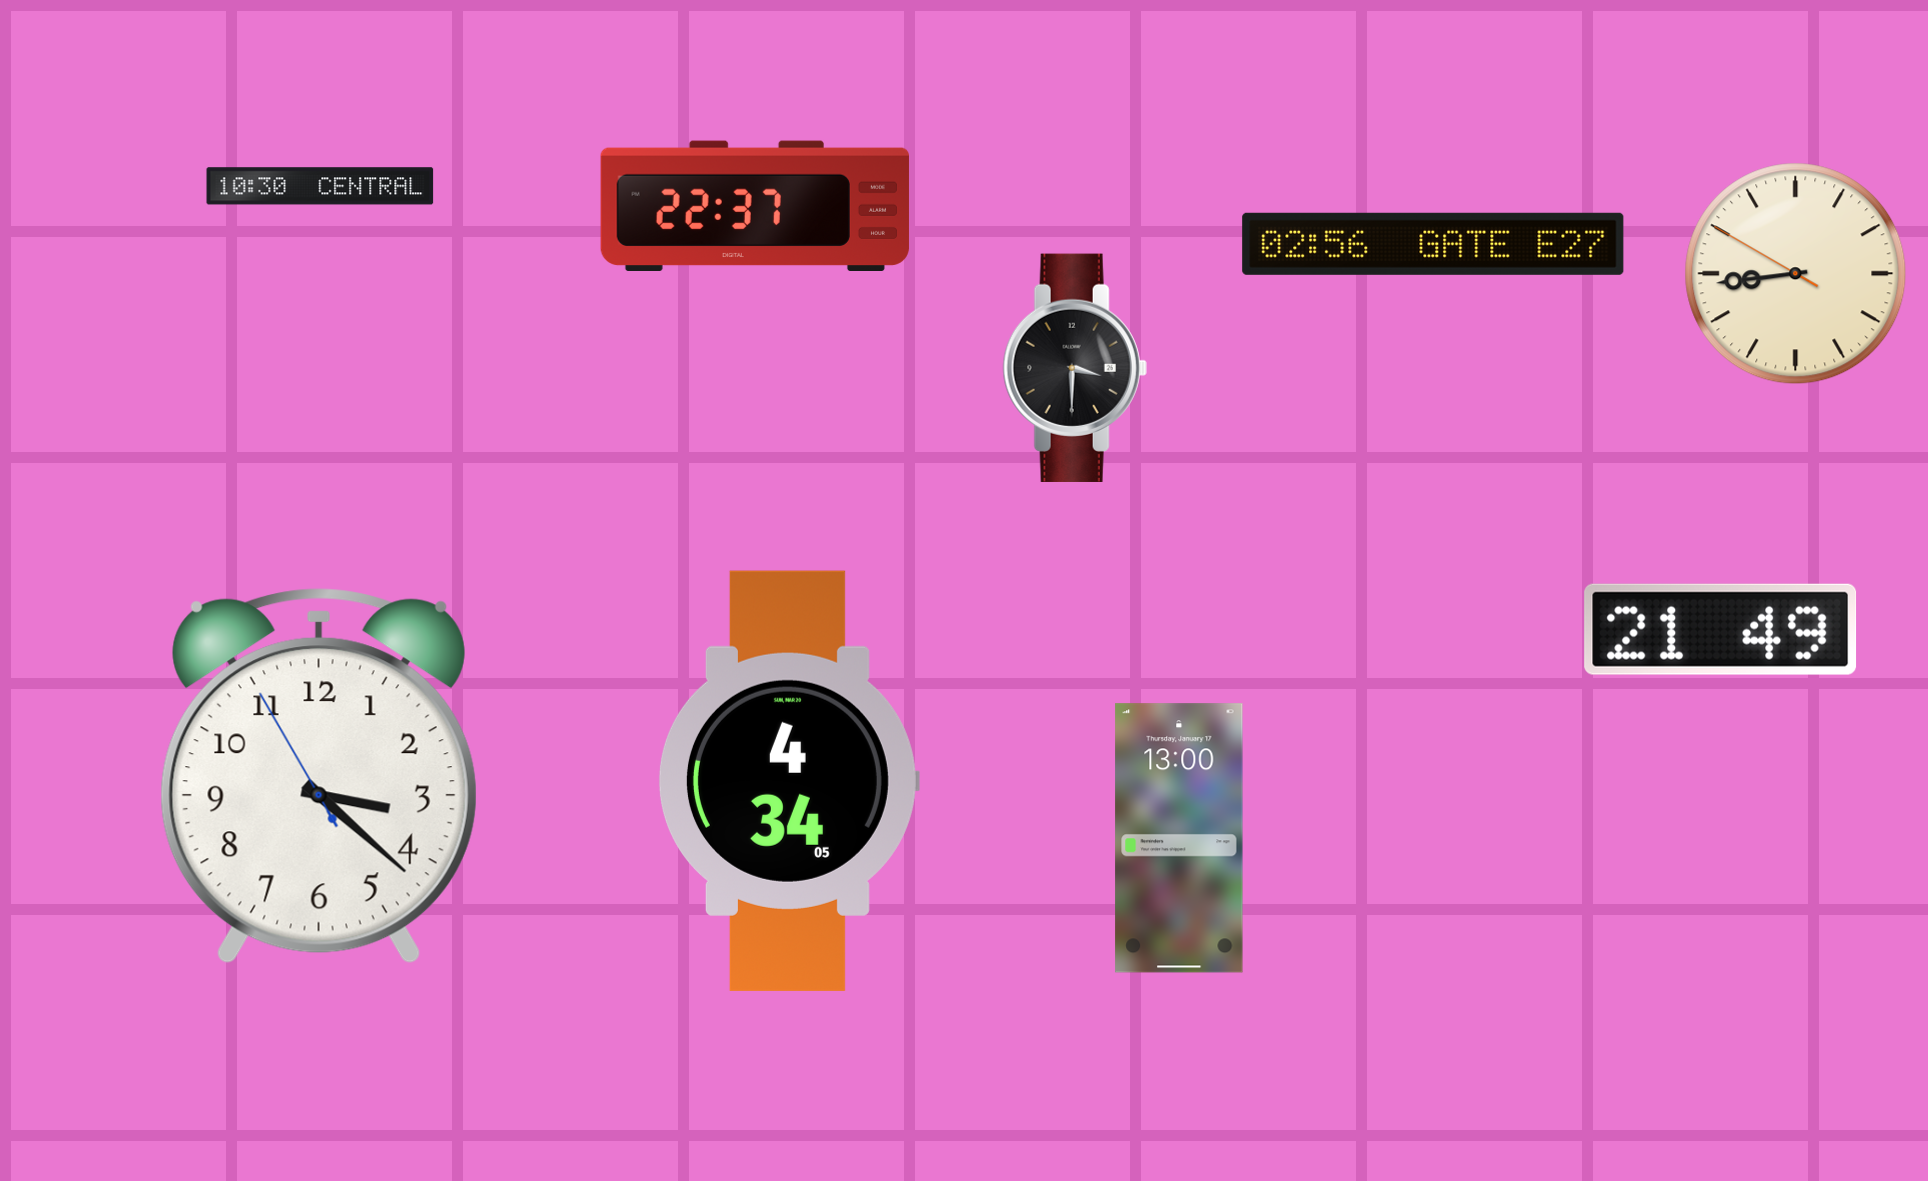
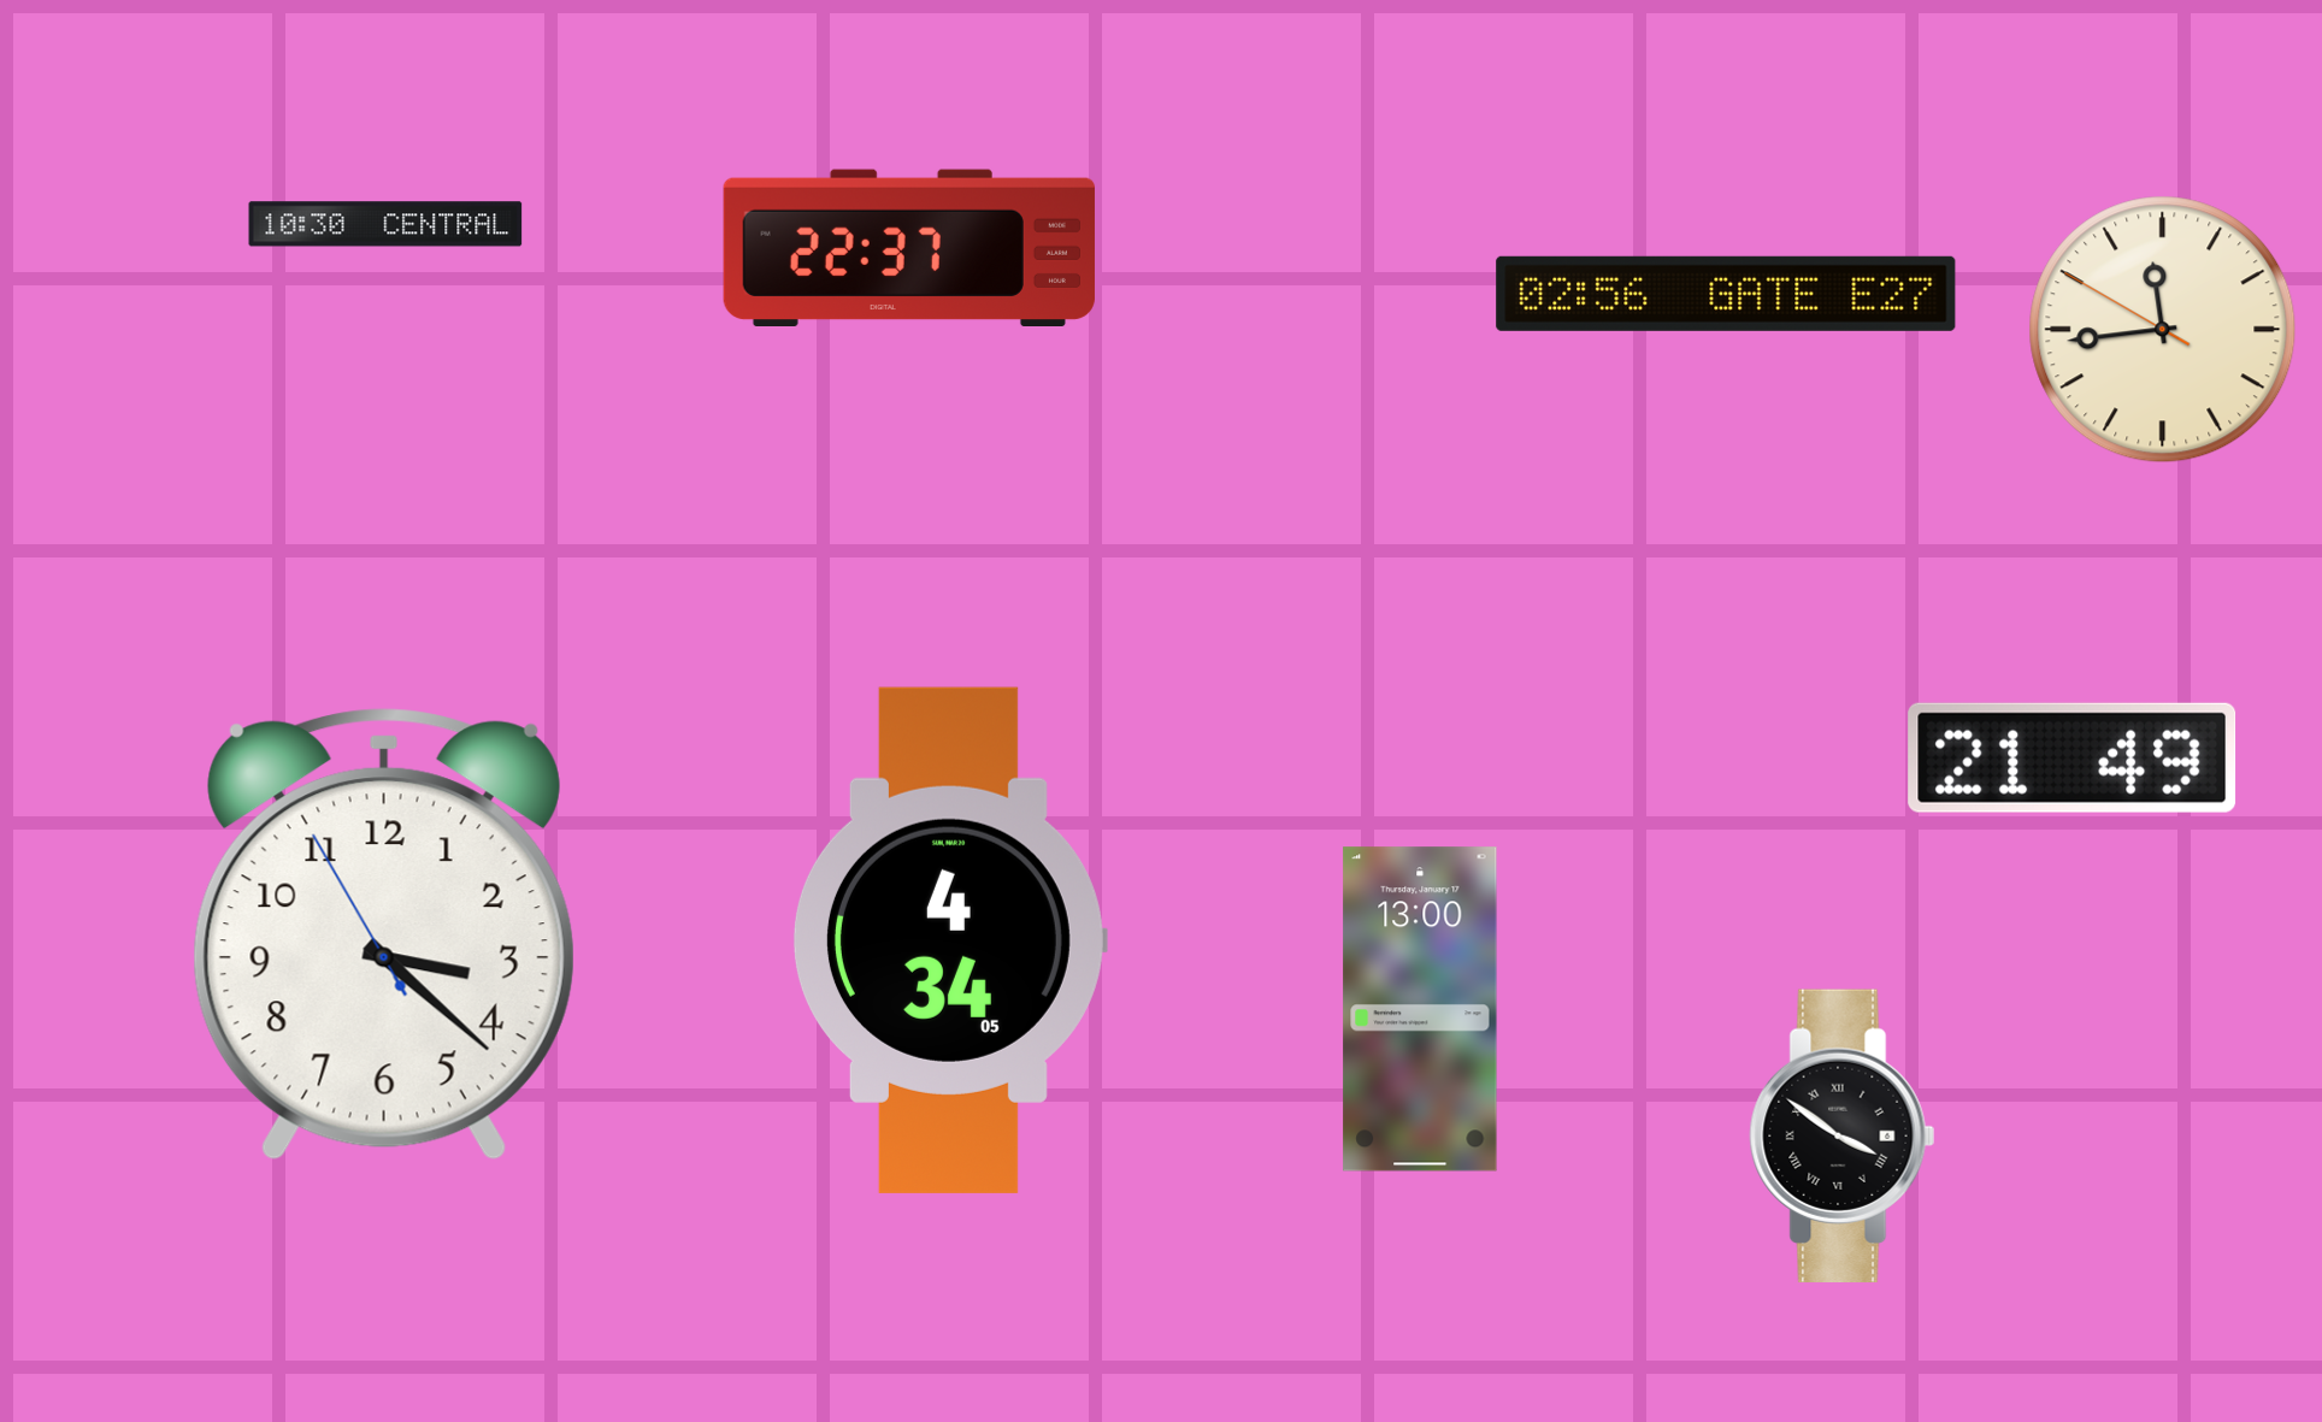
clock at (1796, 274): 8:43 -> 11:43
clock at (1075, 368): 3:30 -> none
clock at (1843, 1135): none -> 3:51
